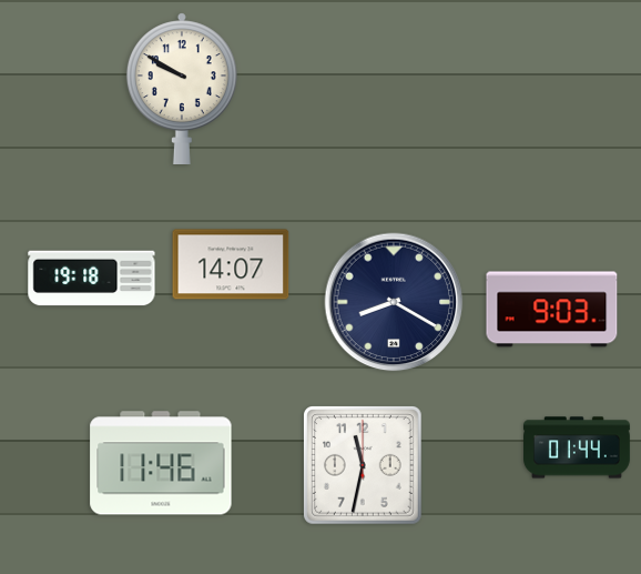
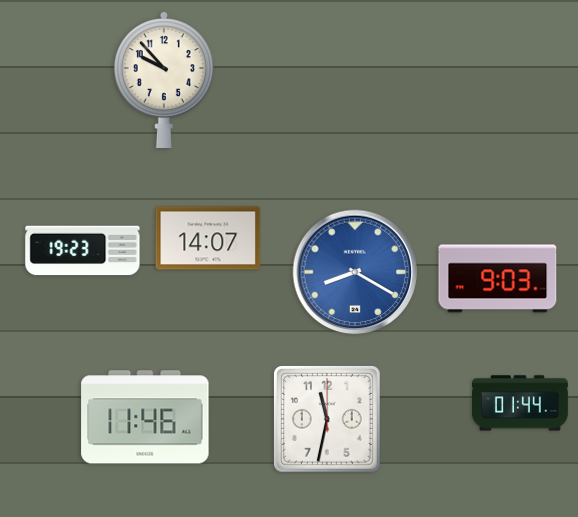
clock at (182, 88): 9:50 -> 9:53
clock at (92, 279): 19:18 -> 19:23
clock at (394, 302) dial: navy -> blue
